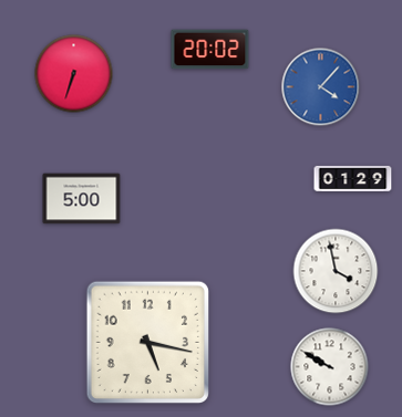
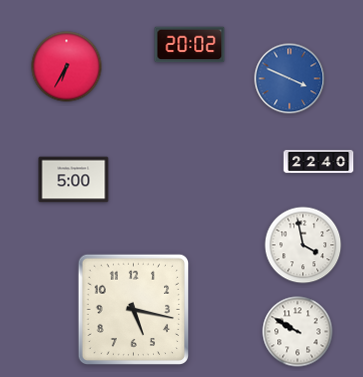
clock at (74, 74): 6:33 -> 6:35
clock at (321, 87): 4:07 -> 3:49
clock at (353, 178): 01:29 -> 22:40
